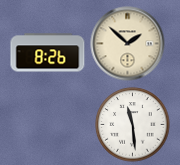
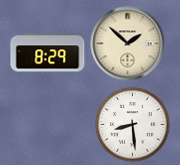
clock at (48, 53): 8:26 -> 8:29
clock at (133, 125): 11:29 -> 8:29
